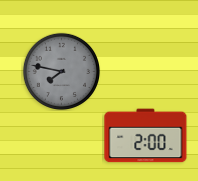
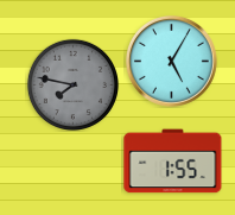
clock at (172, 62): none -> 5:05
clock at (146, 136): 2:00 -> 1:55
